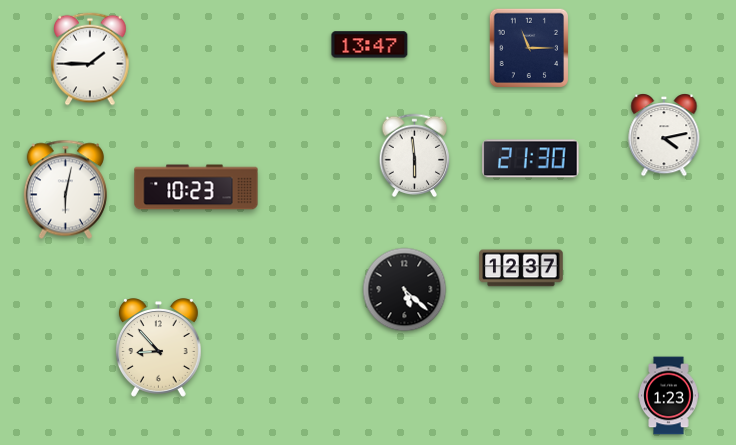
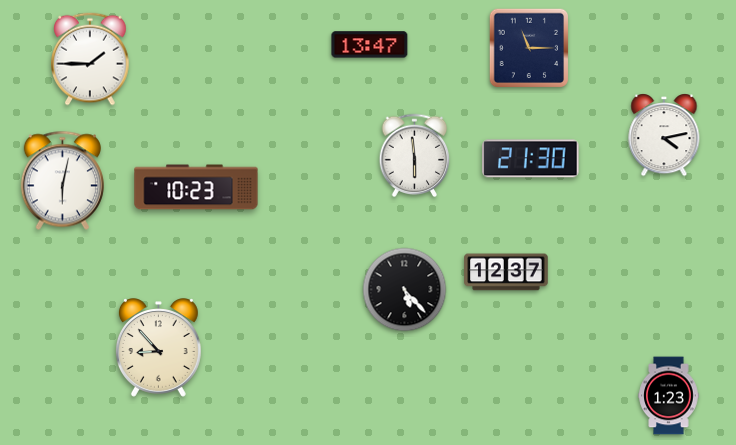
clock at (65, 190) position: (65, 190) -> (62, 181)
clock at (521, 268) position: (521, 268) -> (506, 272)
clock at (405, 290): 5:22 -> 5:23
